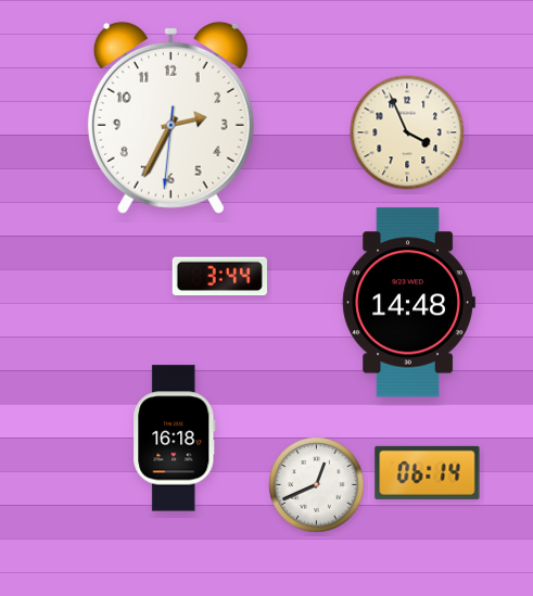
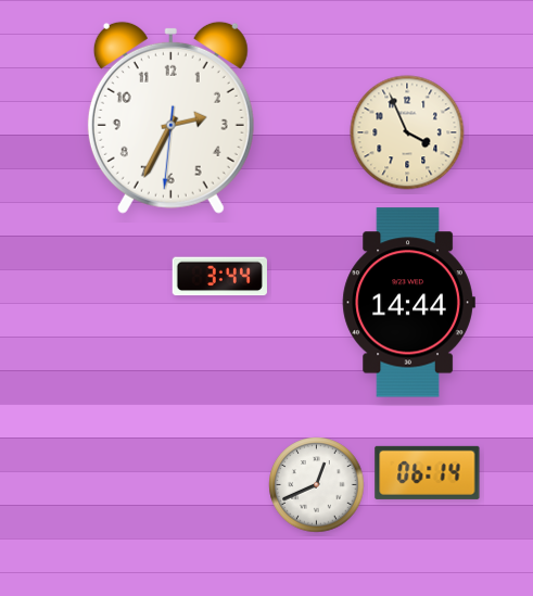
clock at (408, 303): 14:48 -> 14:44
clock at (175, 439): 16:18 -> none
